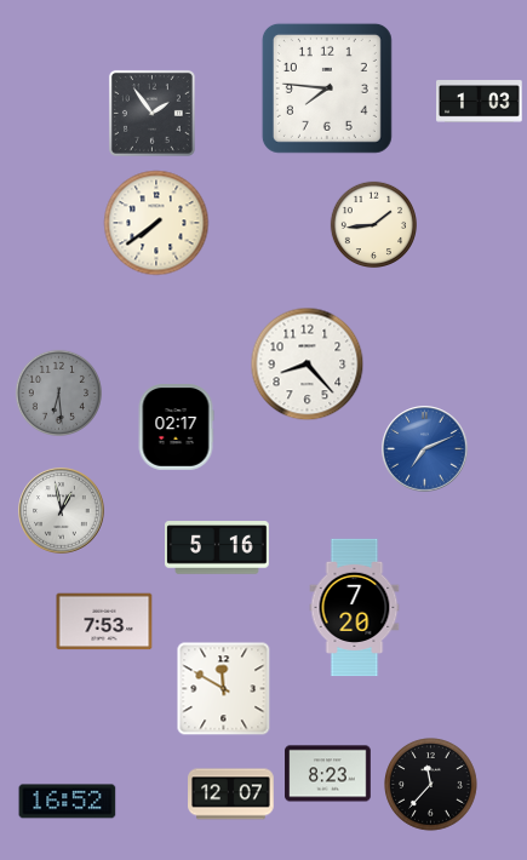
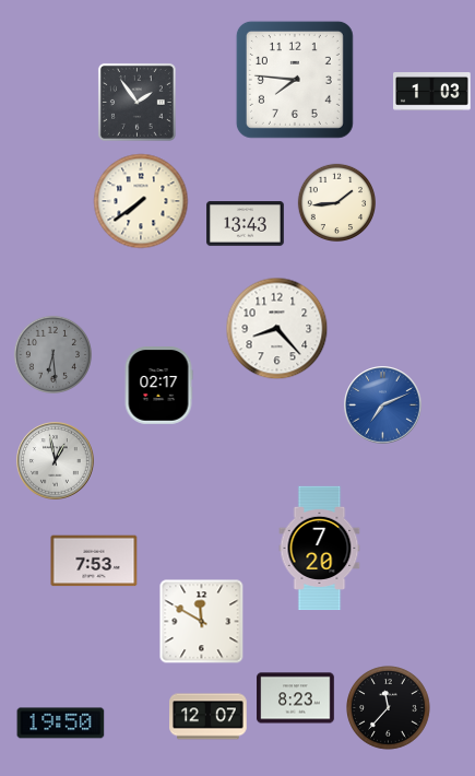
clock at (246, 224): none -> 13:43
clock at (218, 547): 5:16 -> none
clock at (68, 802): 16:52 -> 19:50
